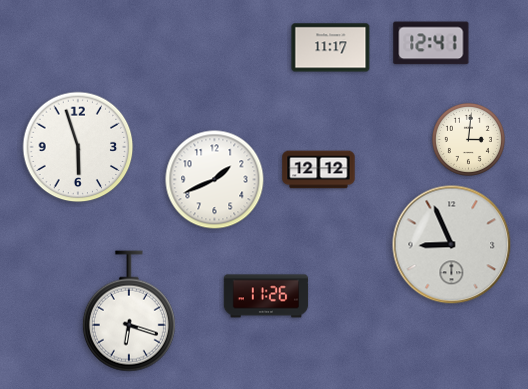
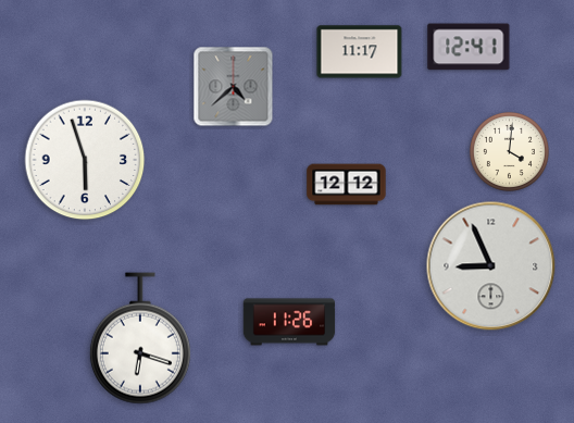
clock at (234, 87): none -> 4:38
clock at (468, 139): 3:01 -> 4:01
clock at (215, 180): 1:41 -> none
